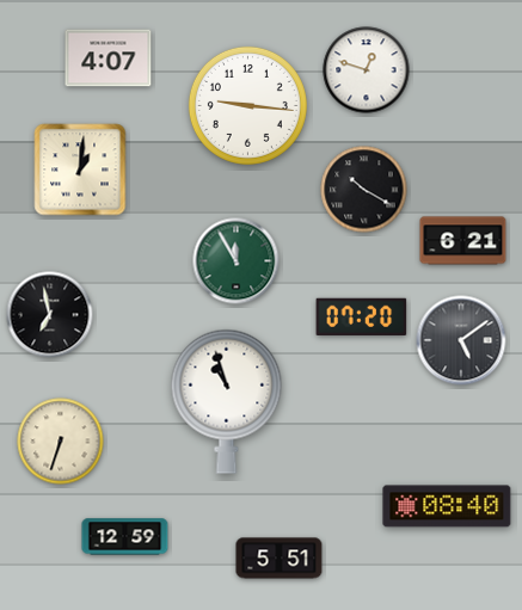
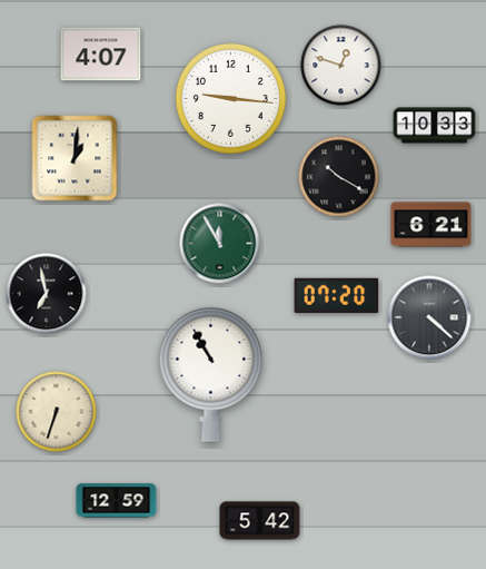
clock at (435, 126): none -> 10:33
clock at (461, 340): 5:09 -> 4:22
clock at (227, 401): 10:57 -> 10:55
clock at (447, 506): 08:40 -> none
clock at (280, 559): 5:51 -> 5:42
